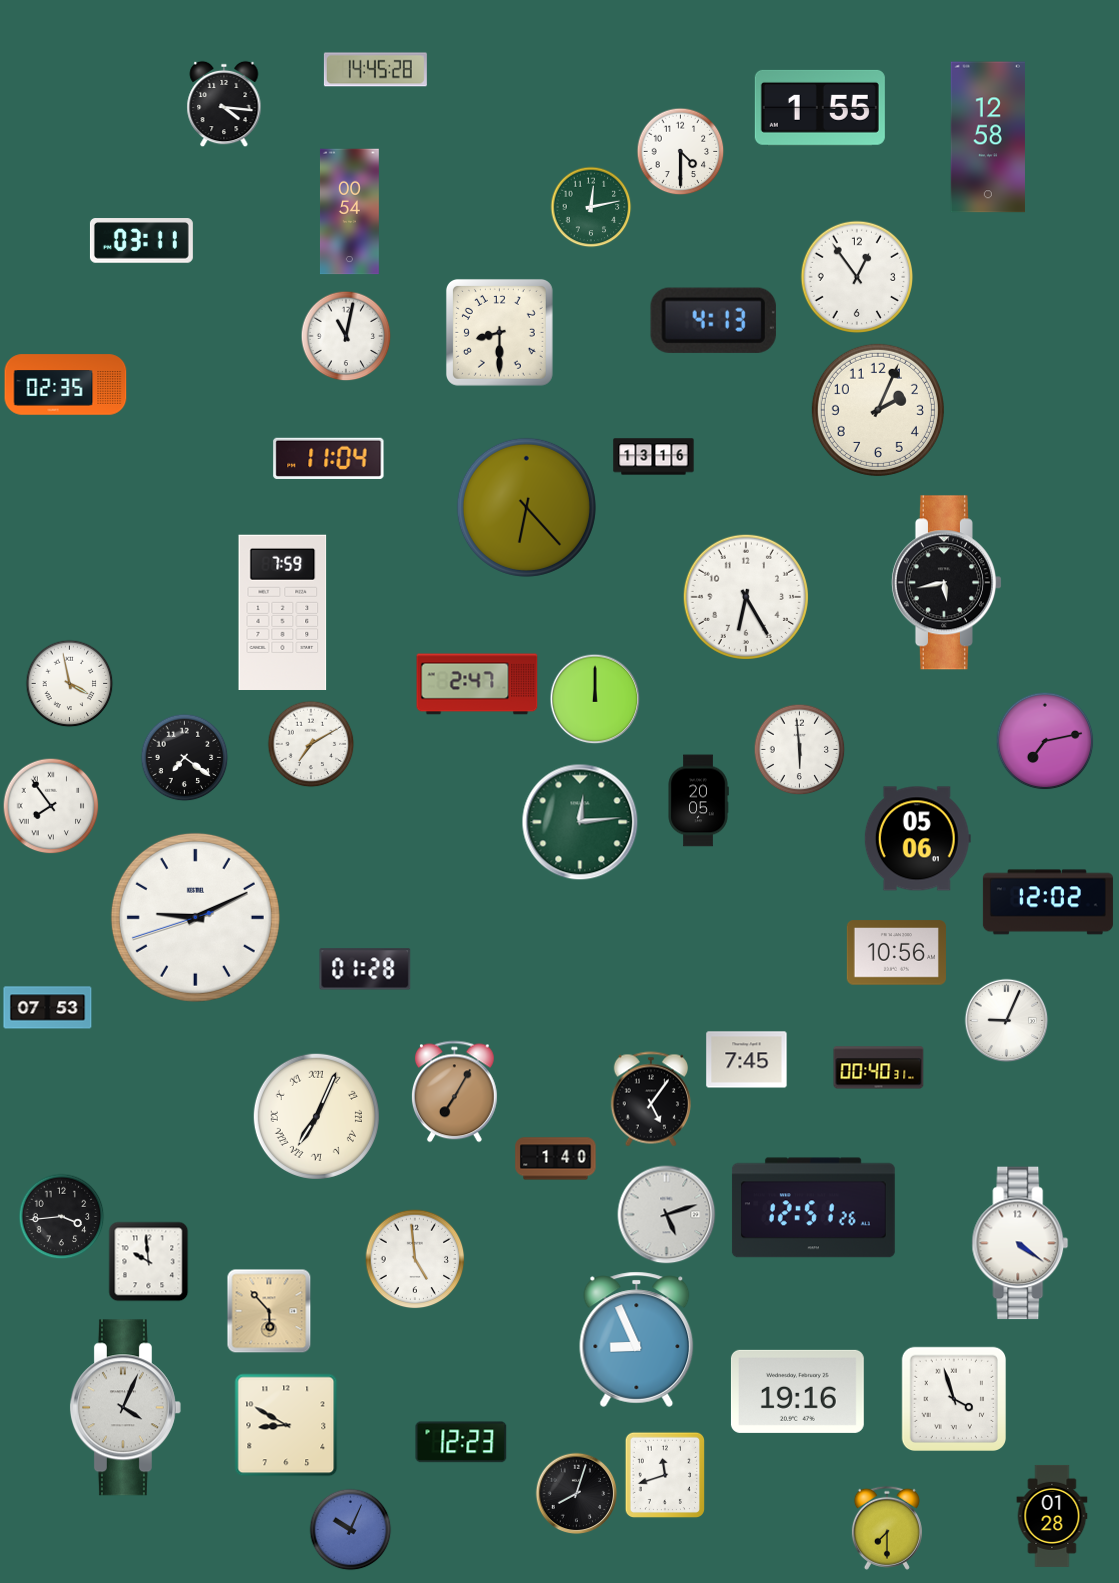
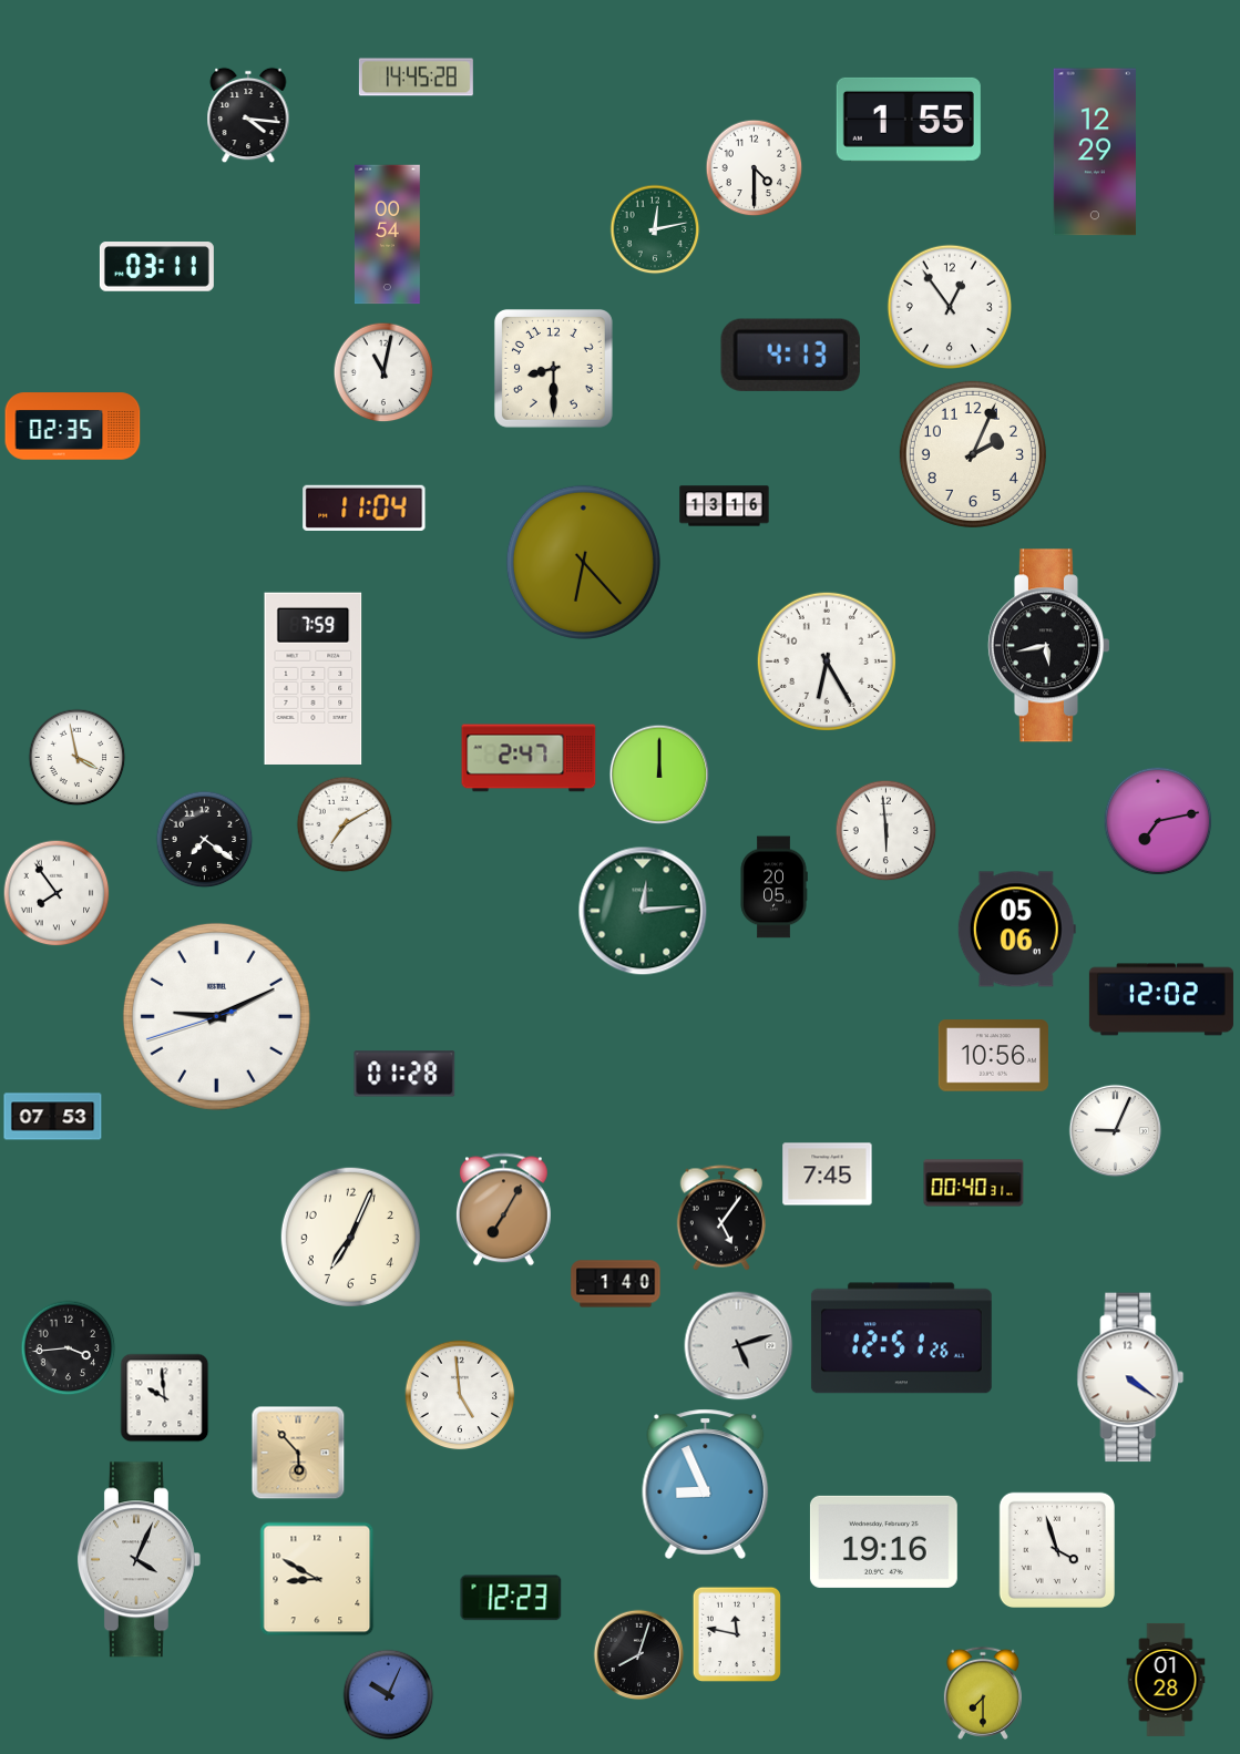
clock at (988, 137): 12:58 -> 12:29
clock at (316, 1116) numerals: Roman -> Arabic
clock at (664, 1475): 11:42 -> 11:47
